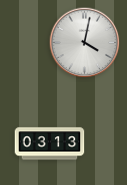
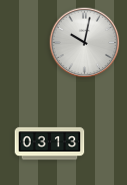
clock at (85, 43): 4:02 -> 10:02
